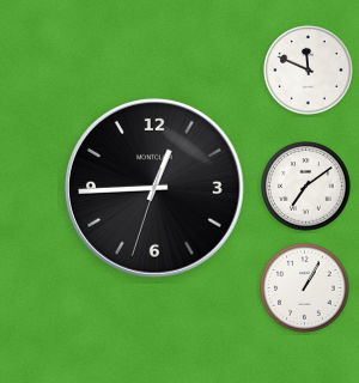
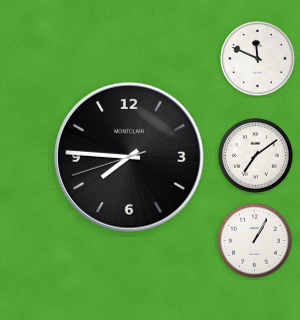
clock at (156, 189): 12:44 -> 7:45
